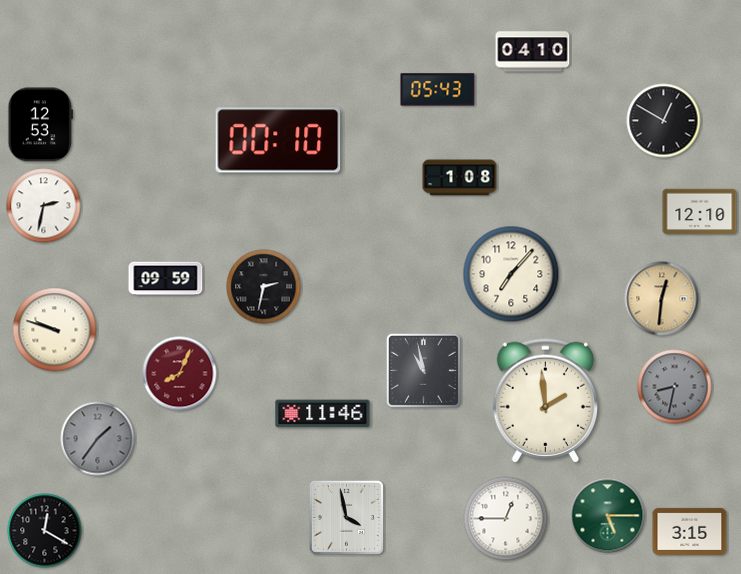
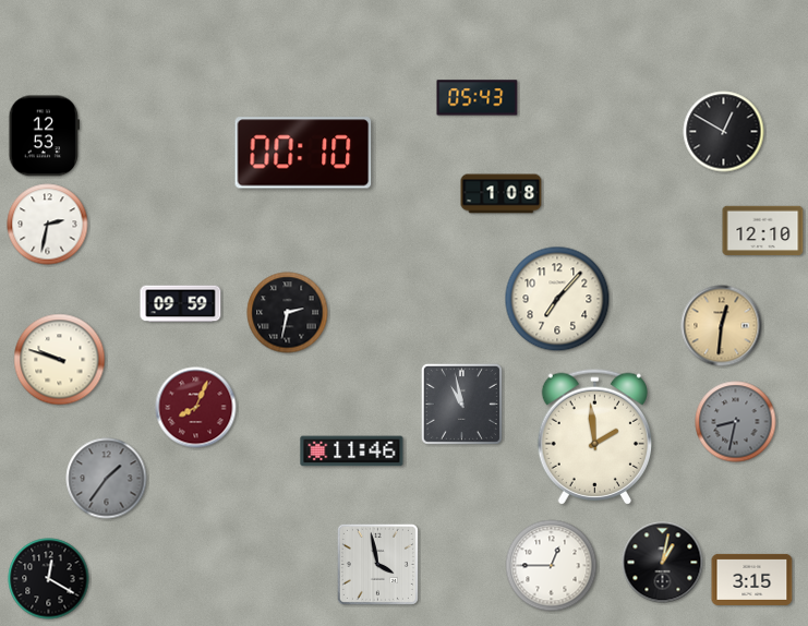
clock at (533, 52): 04:10 -> none
clock at (608, 516): 5:15 -> 1:02
clock at (608, 516) dial: green -> black
